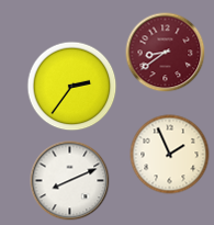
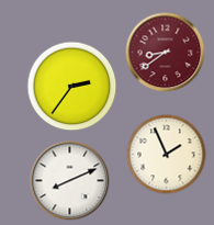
clock at (170, 155) position: (170, 155) -> (167, 155)
